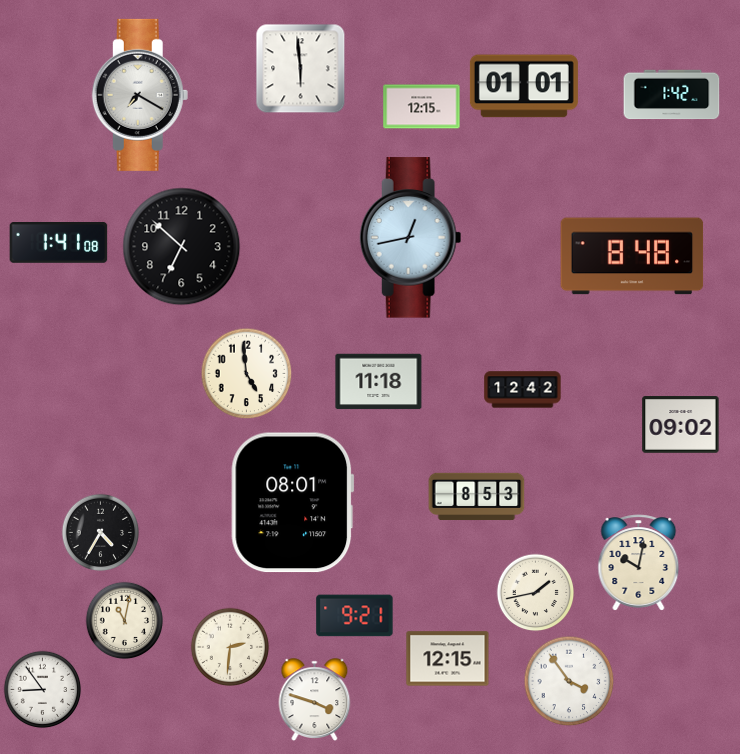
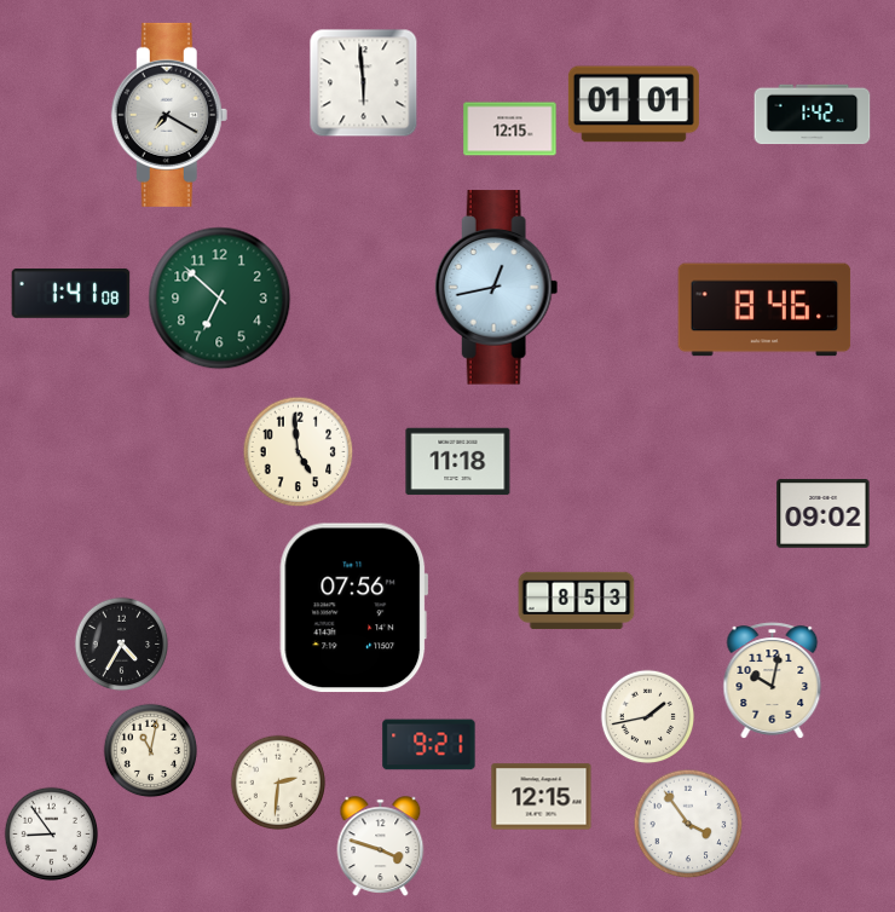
clock at (182, 247) dial: black -> green
clock at (632, 256): 8:48 -> 8:46
clock at (523, 390): 12:42 -> none
clock at (293, 503): 08:01 -> 07:56
